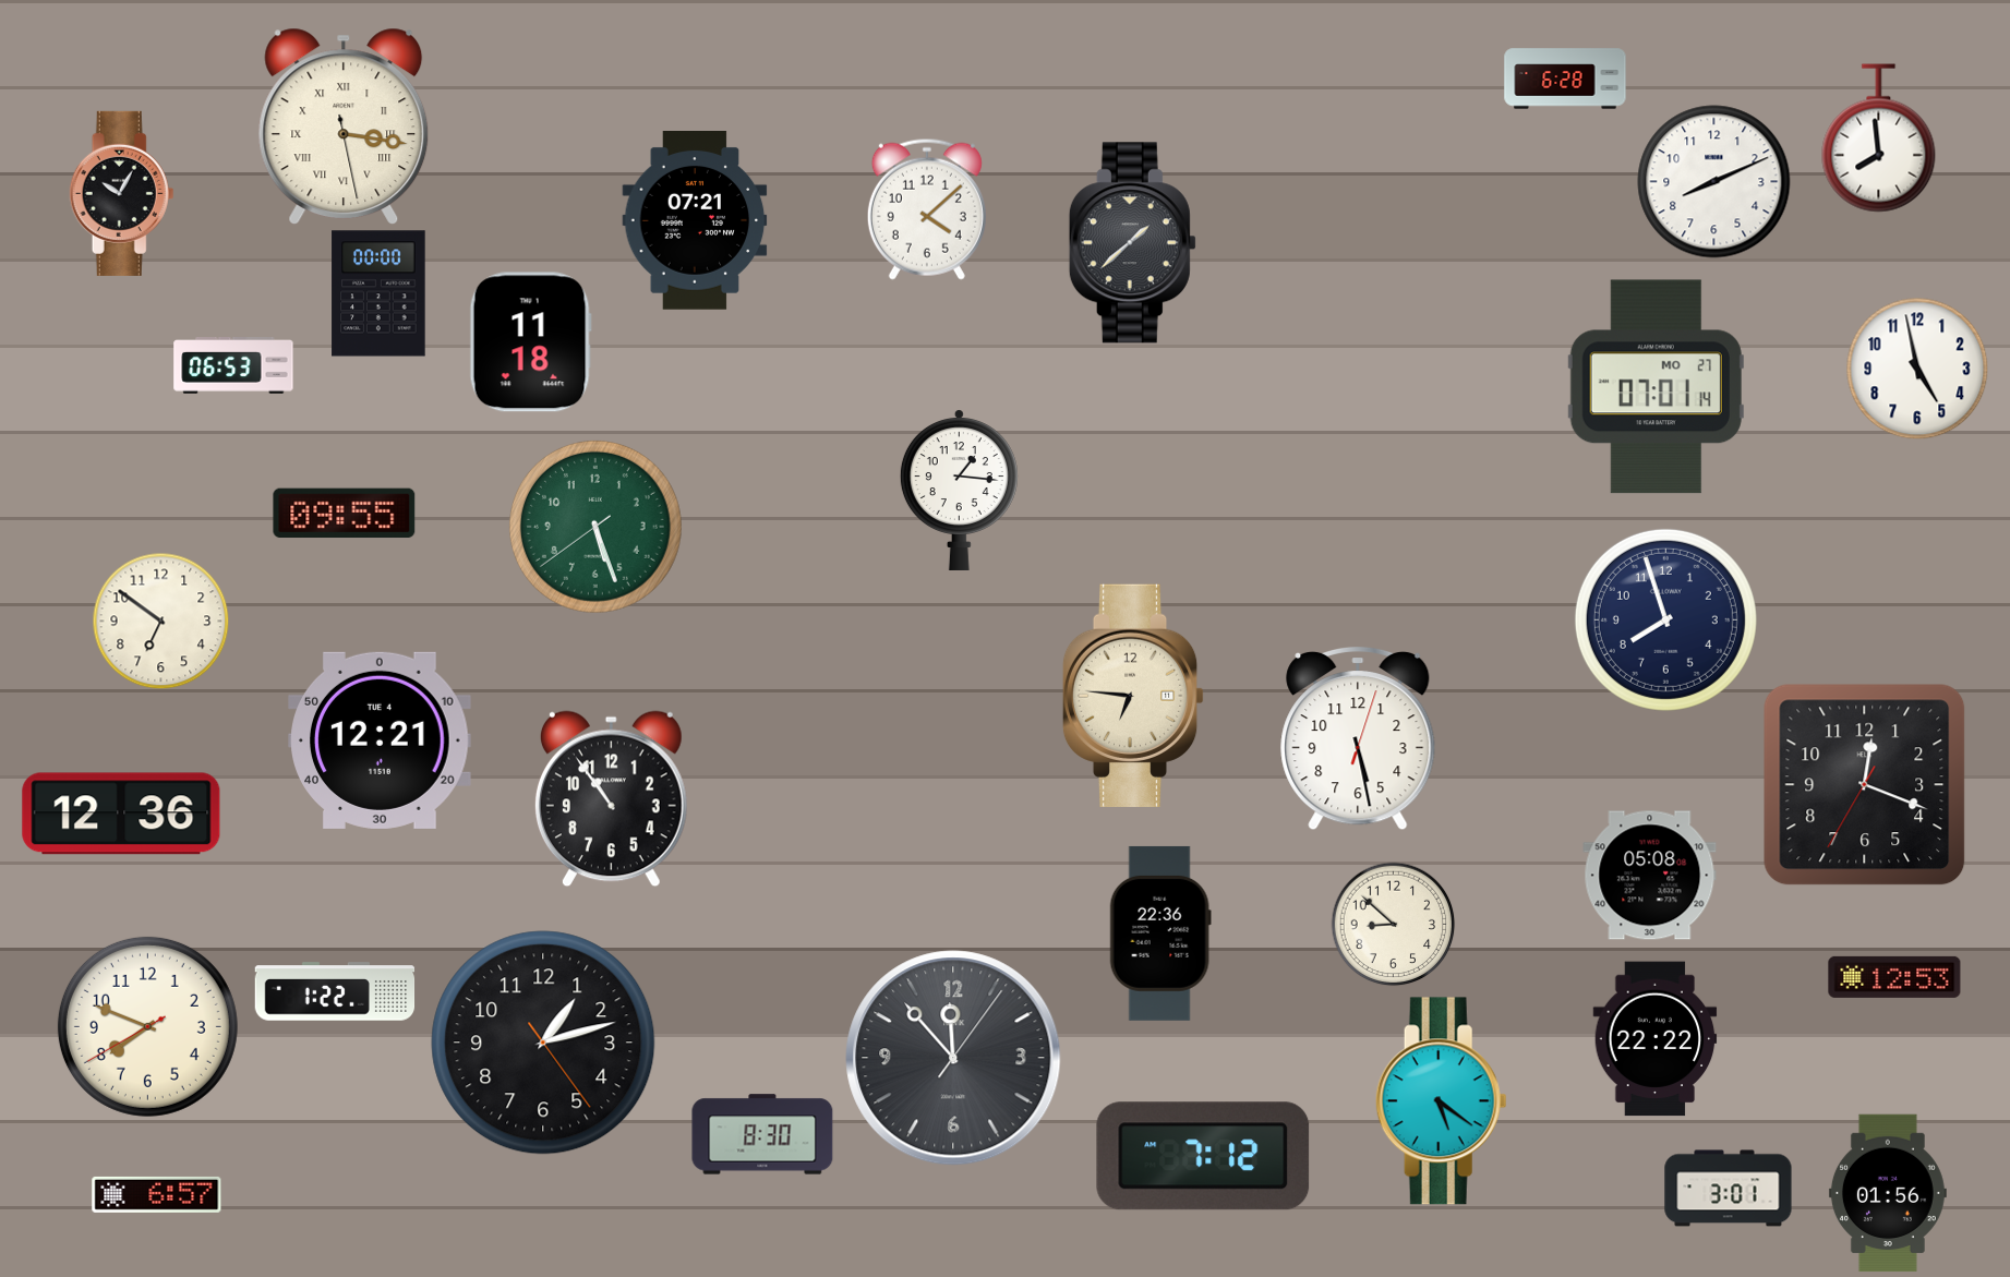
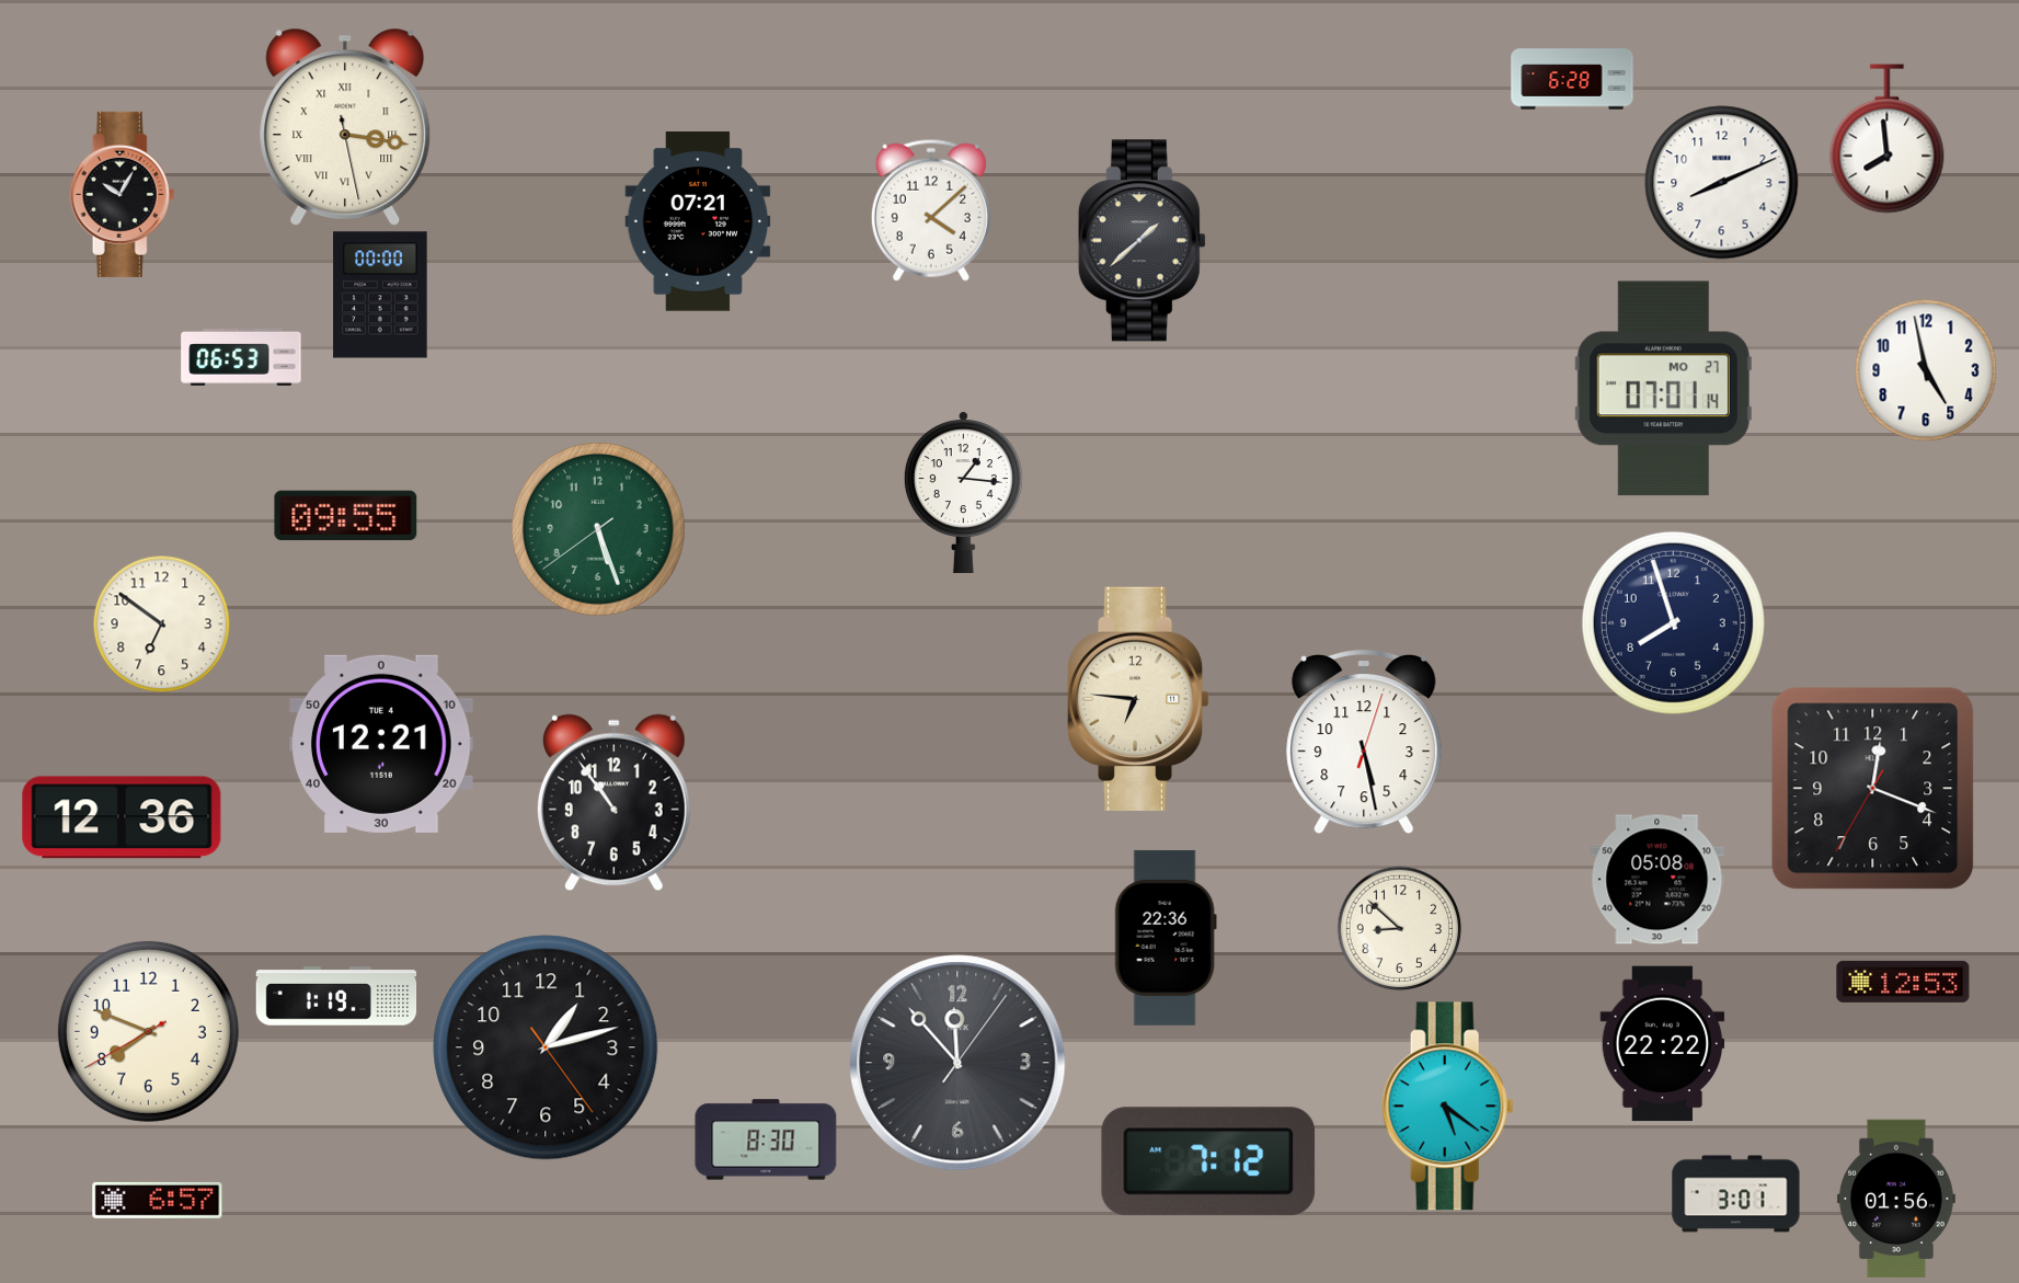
clock at (1132, 243) position: (1132, 243) -> (1142, 241)
clock at (530, 342): 11:18 -> none
clock at (233, 366) position: (233, 366) -> (241, 358)
clock at (335, 991): 1:22 -> 1:19
